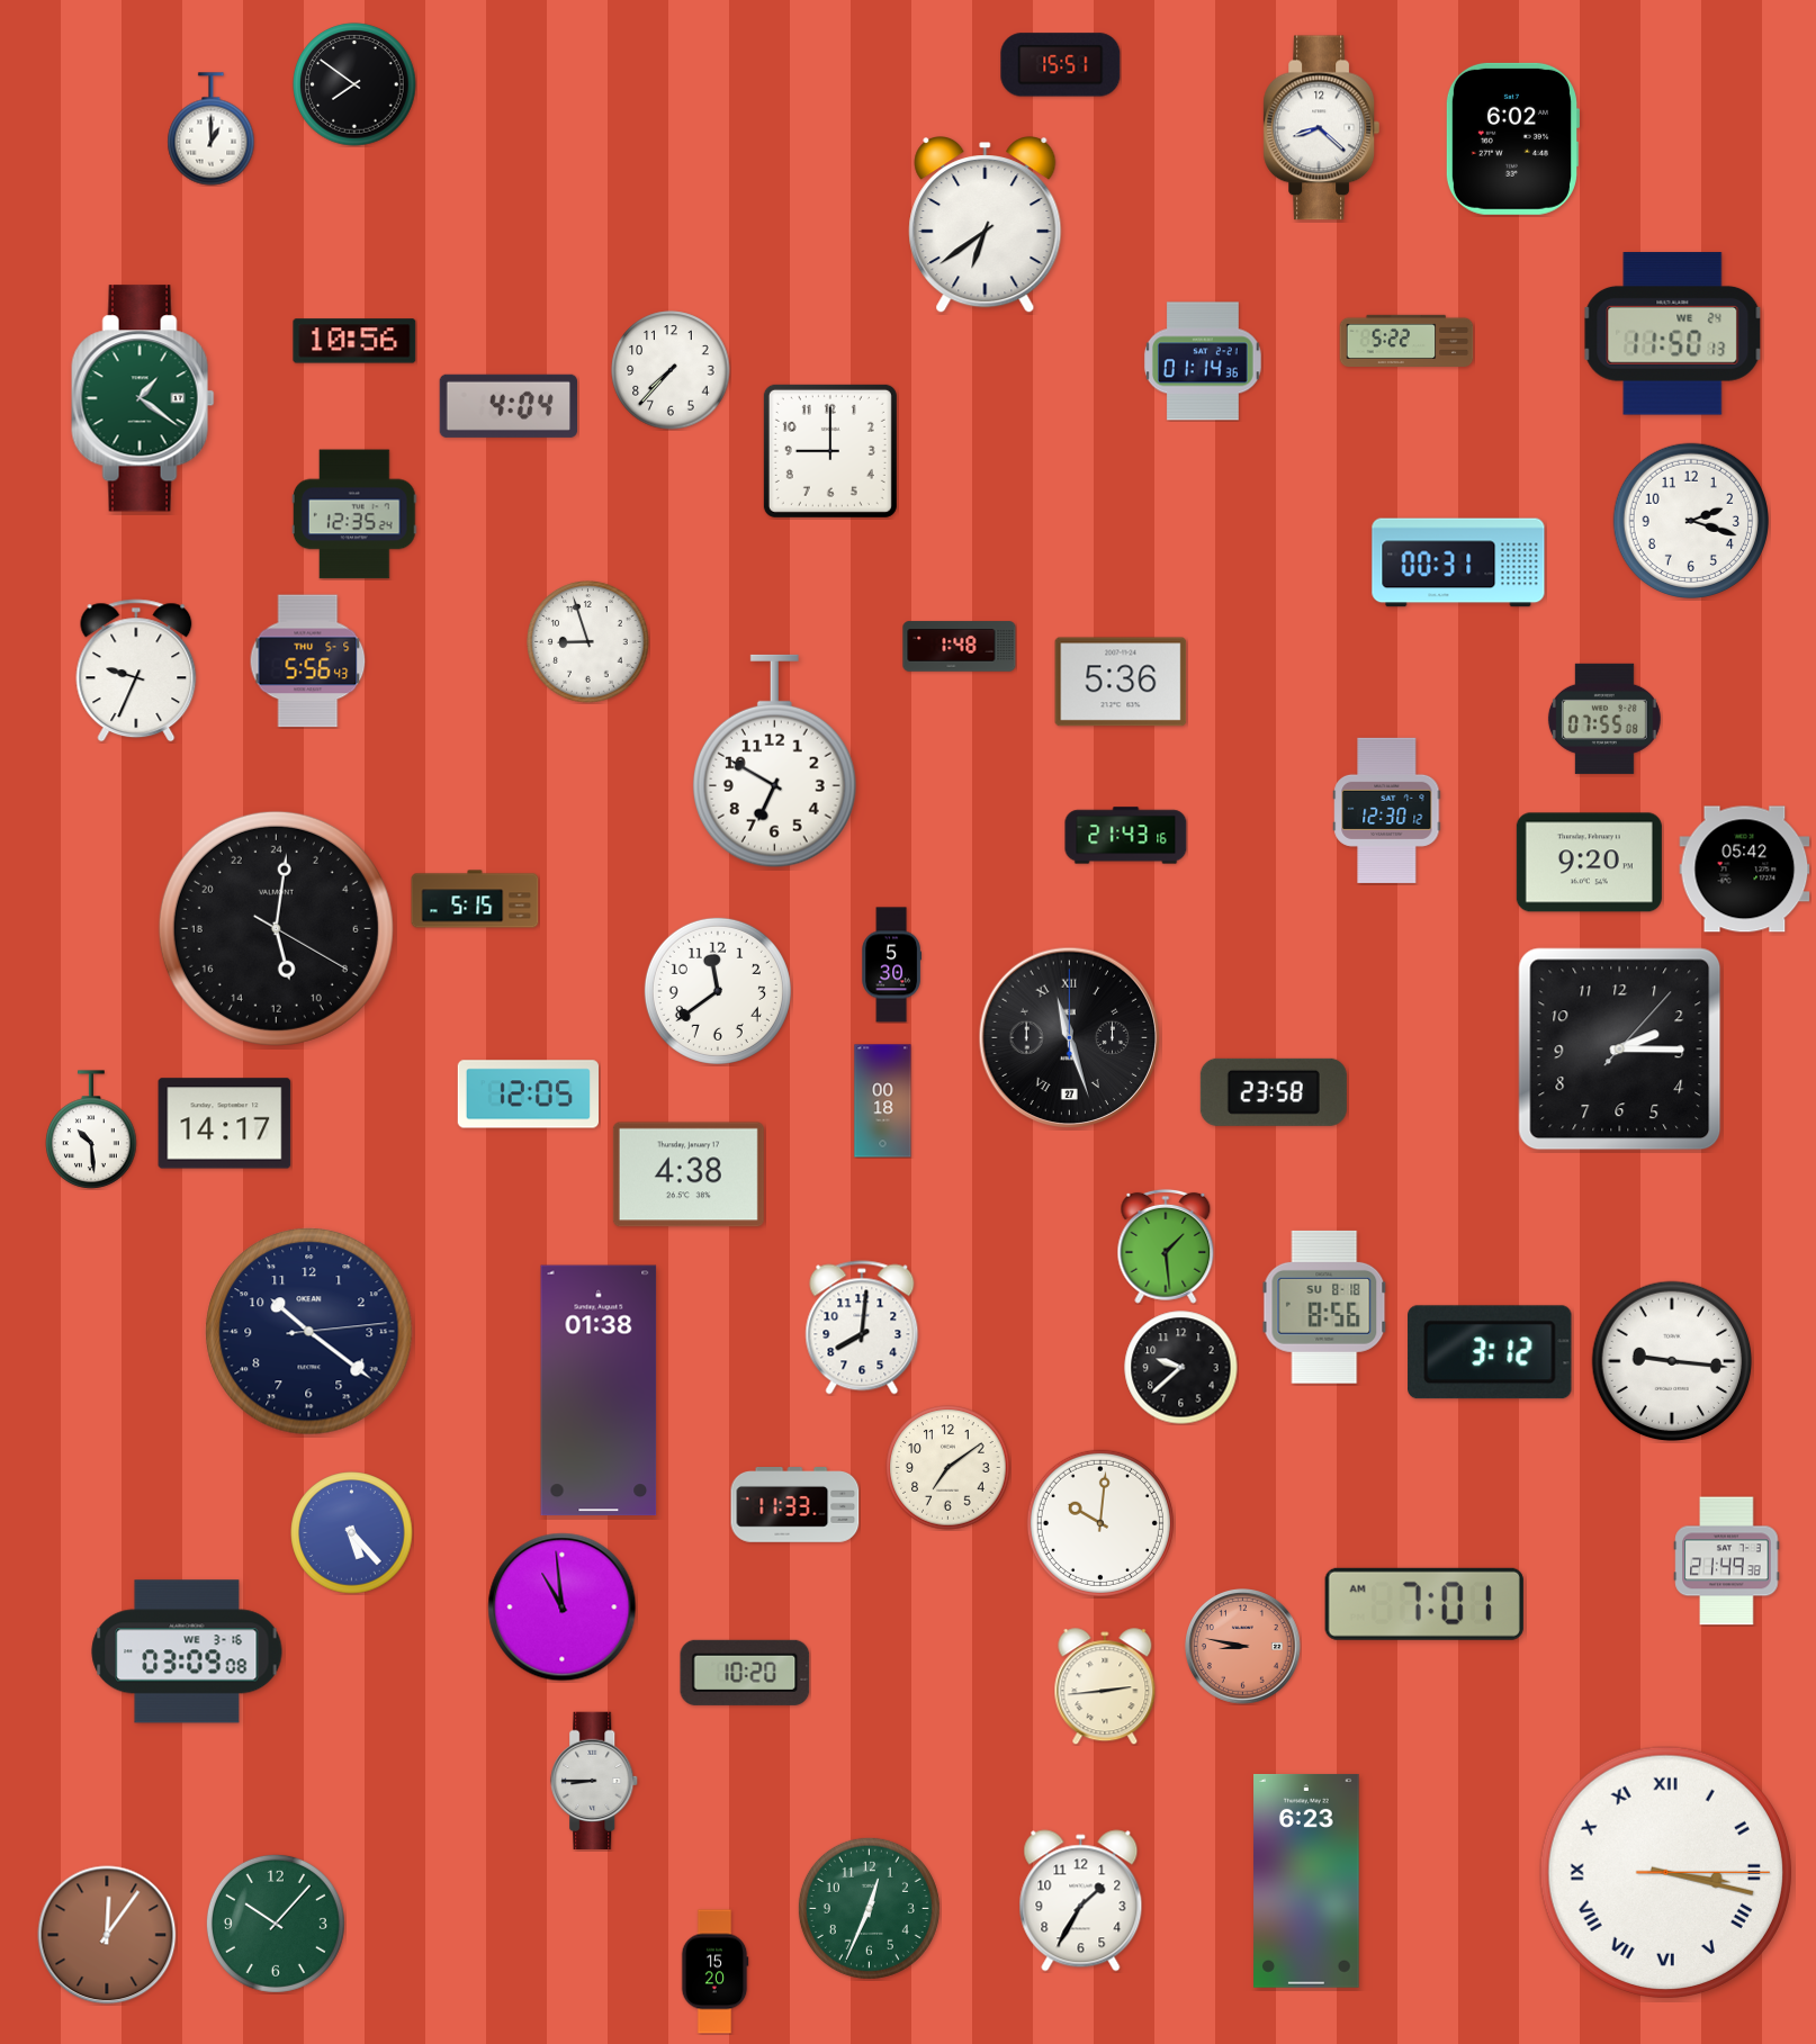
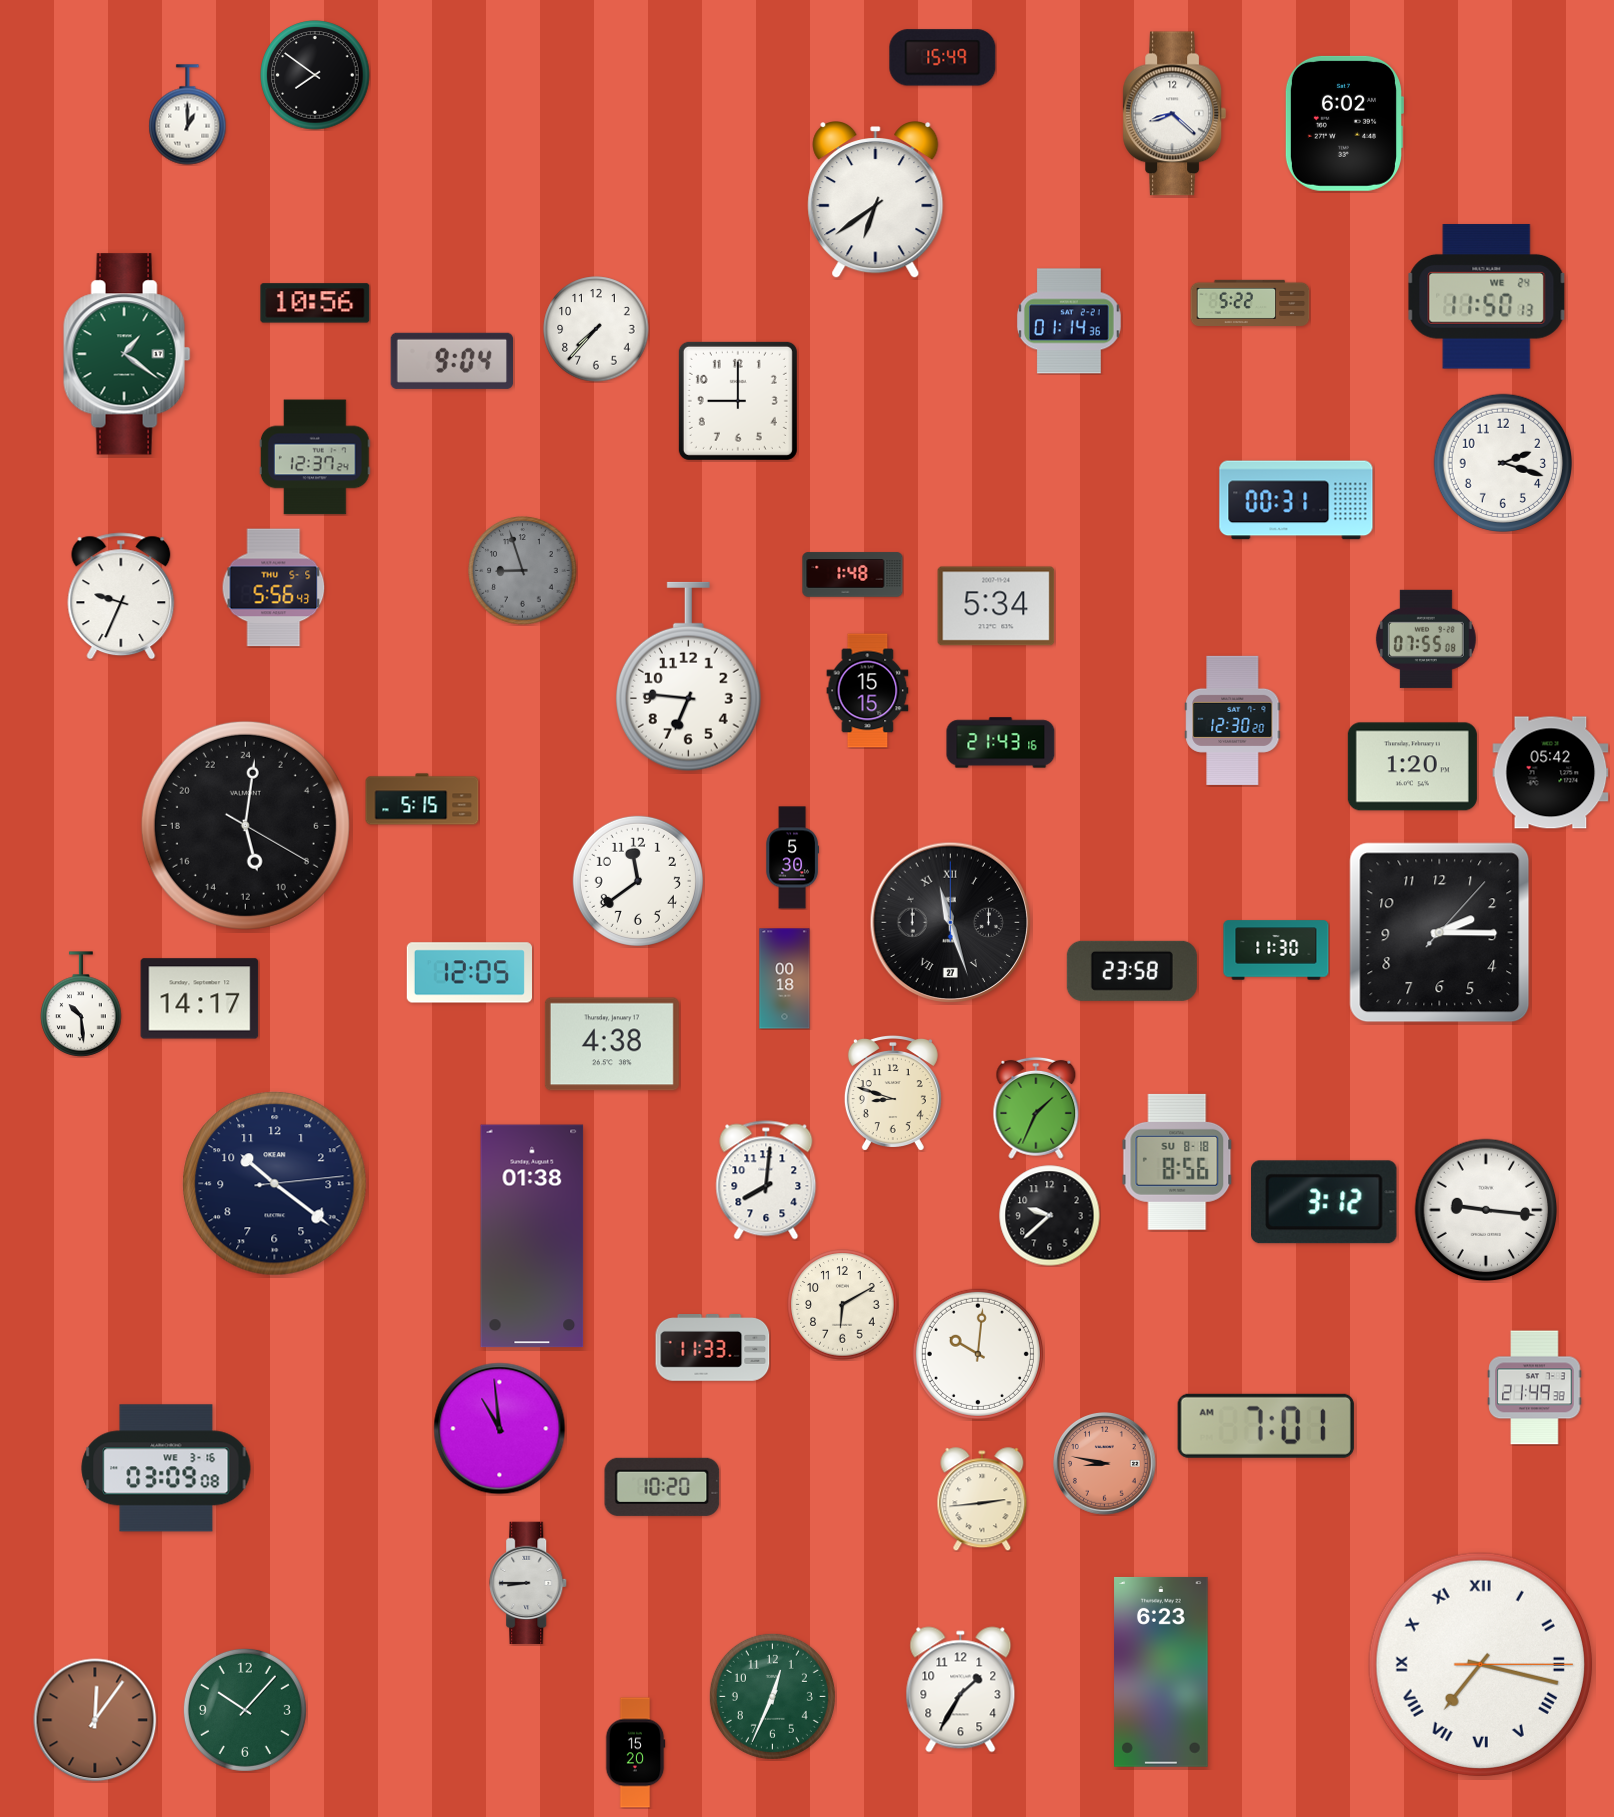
clock at (1061, 65): 15:51 -> 15:49
clock at (507, 406): 4:04 -> 9:04
clock at (354, 514): 12:35 -> 12:37
clock at (588, 642) dial: white -> grey
clock at (1121, 682): 5:36 -> 5:34
clock at (774, 762): 6:50 -> 6:46
clock at (868, 691): none -> 15:15
clock at (1387, 810): 12:30:12 -> 12:30:20
clock at (1589, 863): 9:20 -> 1:20
clock at (1276, 950): none -> 11:30
clock at (893, 1093): none -> 8:48
clock at (1166, 1246): 1:29 -> 1:34
clock at (949, 1468): 7:09 -> 6:10
clock at (795, 1505) position: (795, 1505) -> (713, 1348)
clock at (352, 1533): 5:23 -> none
clock at (1665, 1872): 3:17 -> 7:17
